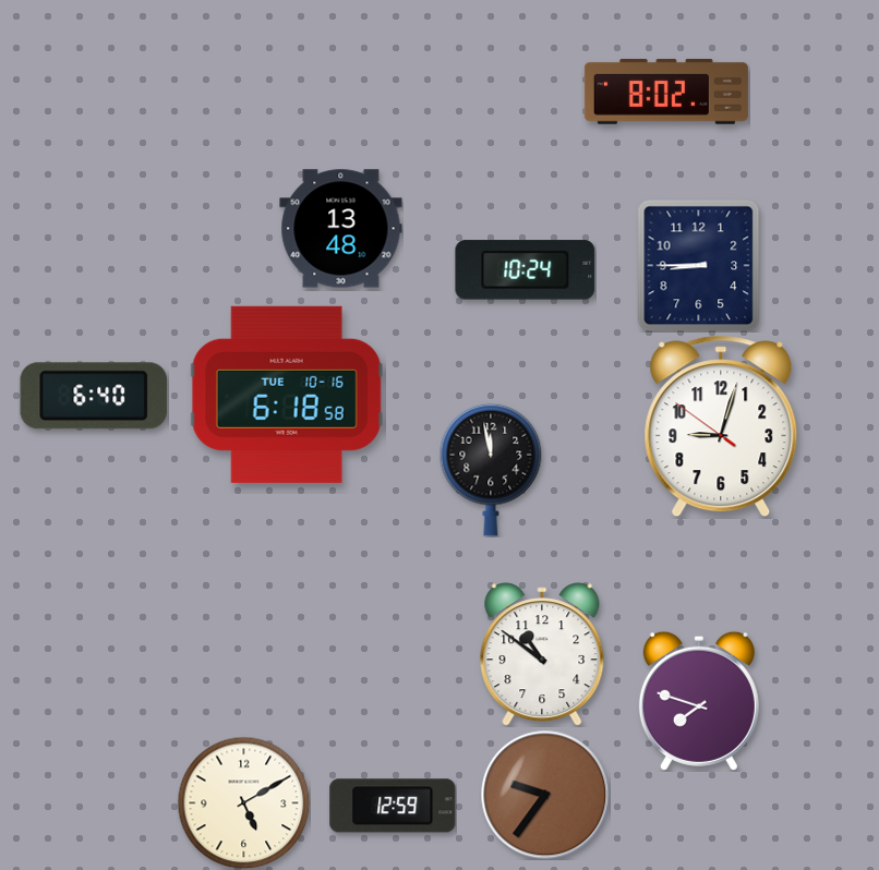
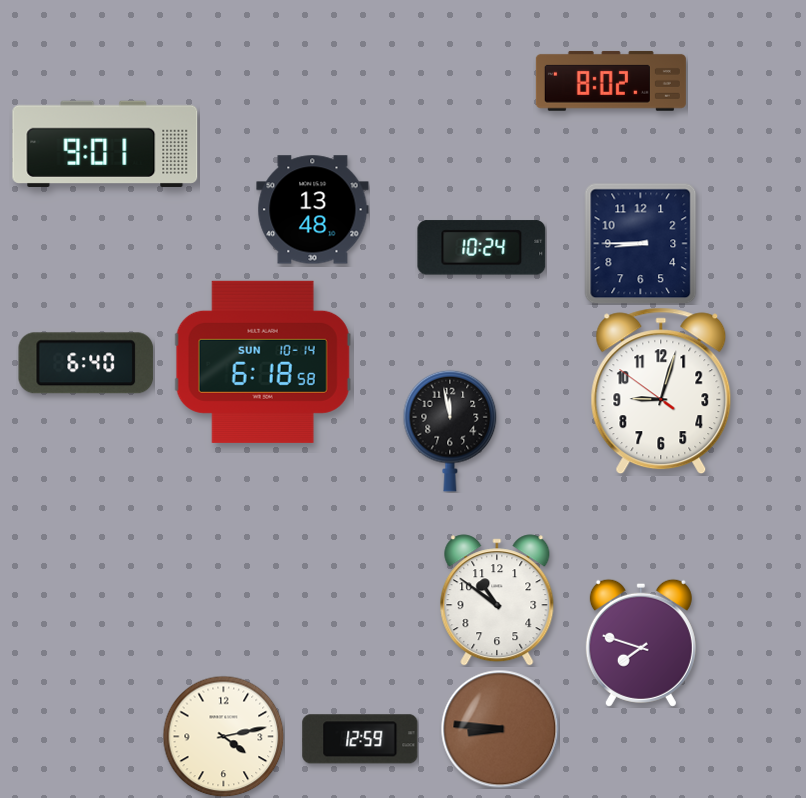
clock at (666, 92) position: (666, 92) -> (611, 81)
clock at (105, 144): none -> 9:01
clock at (287, 395) date: TUE 10-16 -> SUN 10-14
clock at (545, 795): 9:36 -> 8:46
clock at (243, 802): 5:10 -> 4:13
